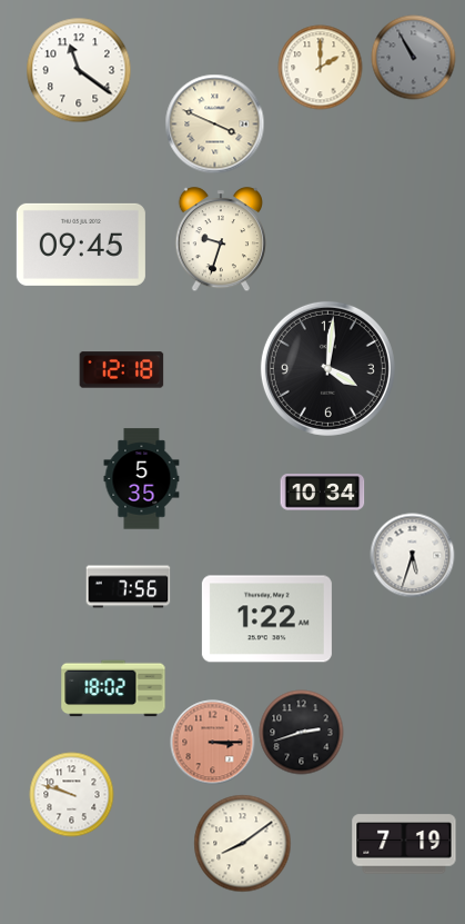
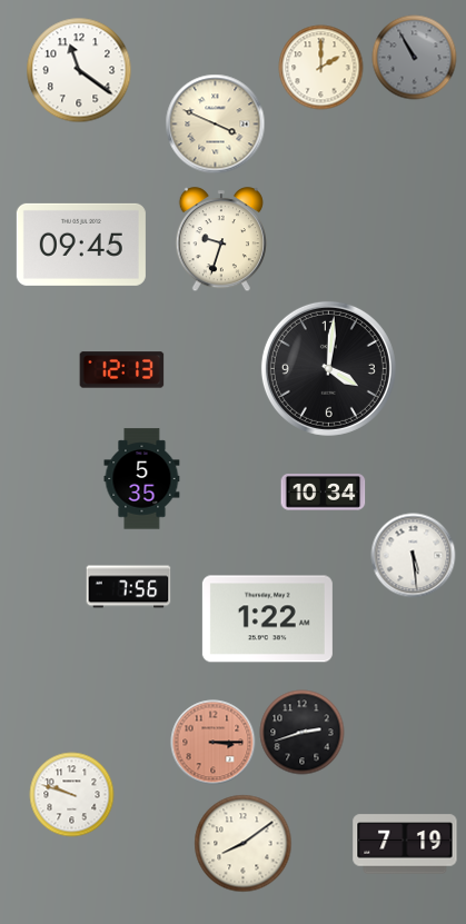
clock at (122, 370): 12:18 -> 12:13
clock at (413, 556): 5:33 -> 5:29
clock at (113, 688): 18:02 -> none
